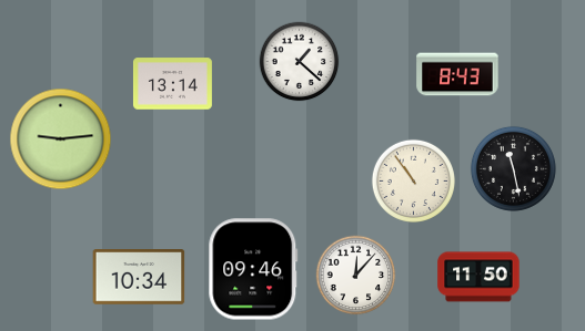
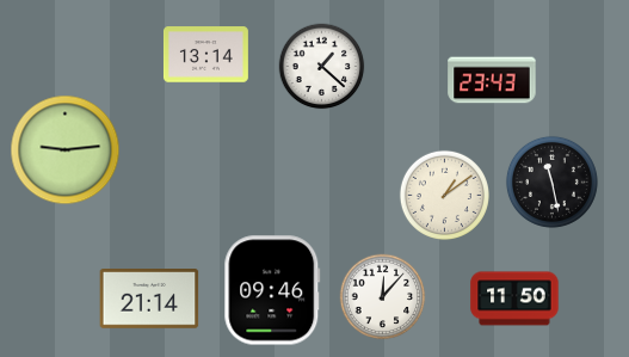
clock at (457, 74): 8:43 -> 23:43
clock at (172, 84) position: (172, 84) -> (205, 55)
clock at (413, 180): 10:54 -> 1:09
clock at (139, 278): 10:34 -> 21:14
